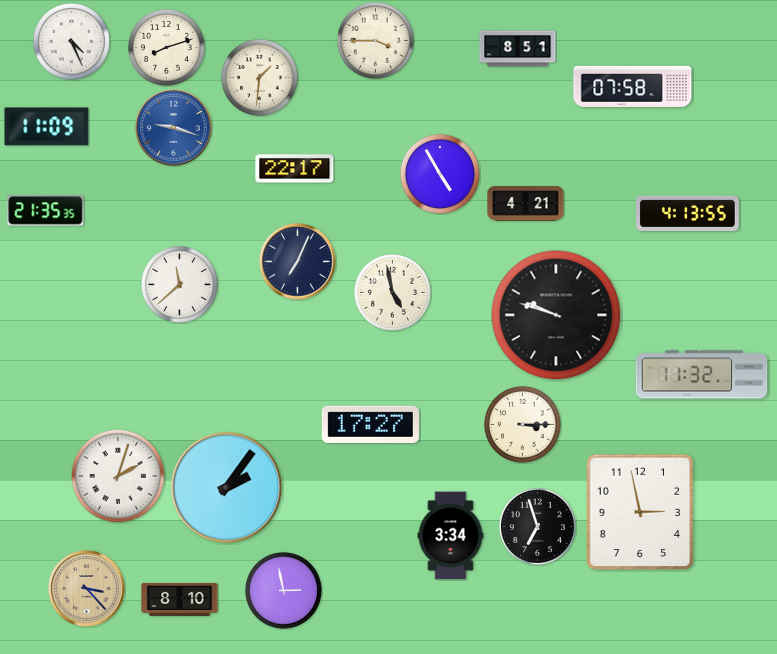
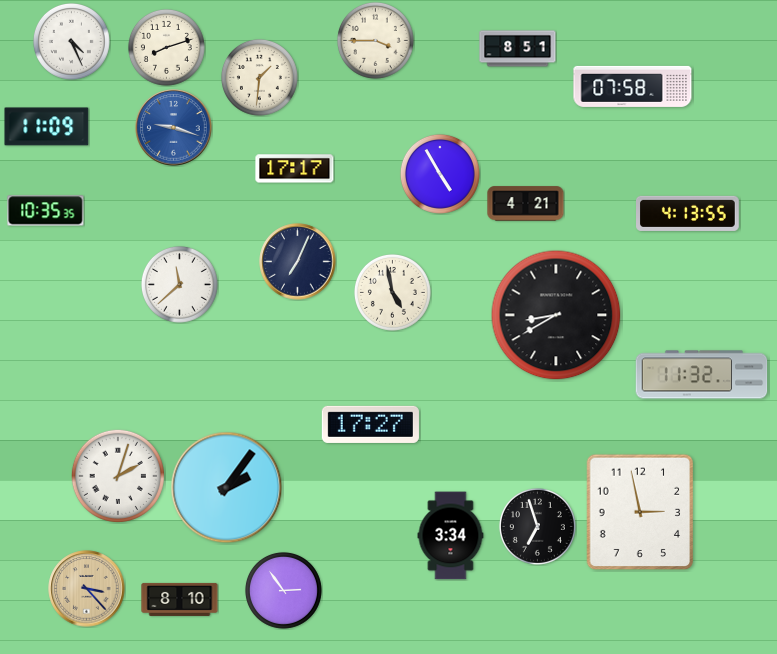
clock at (295, 169): 22:17 -> 17:17
clock at (46, 211): 21:35 -> 10:35
clock at (556, 315): 9:48 -> 8:40
clock at (522, 424): 3:15 -> none
clock at (283, 590): 2:58 -> 2:54
